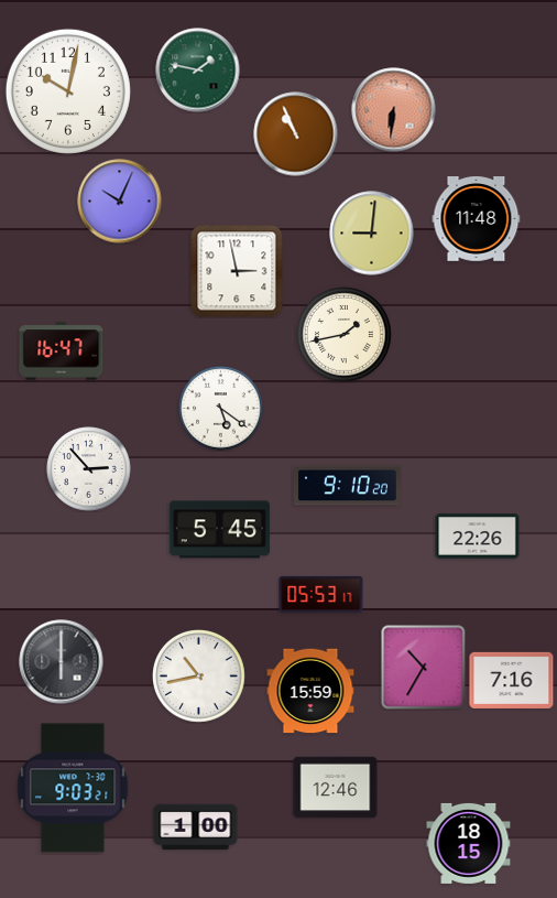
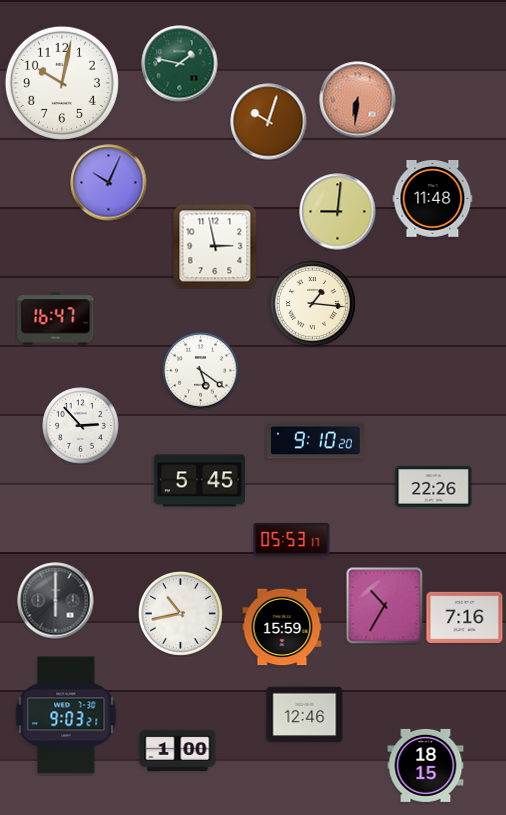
clock at (296, 134): 10:56 -> 10:03
clock at (345, 335): 1:43 -> 1:16
